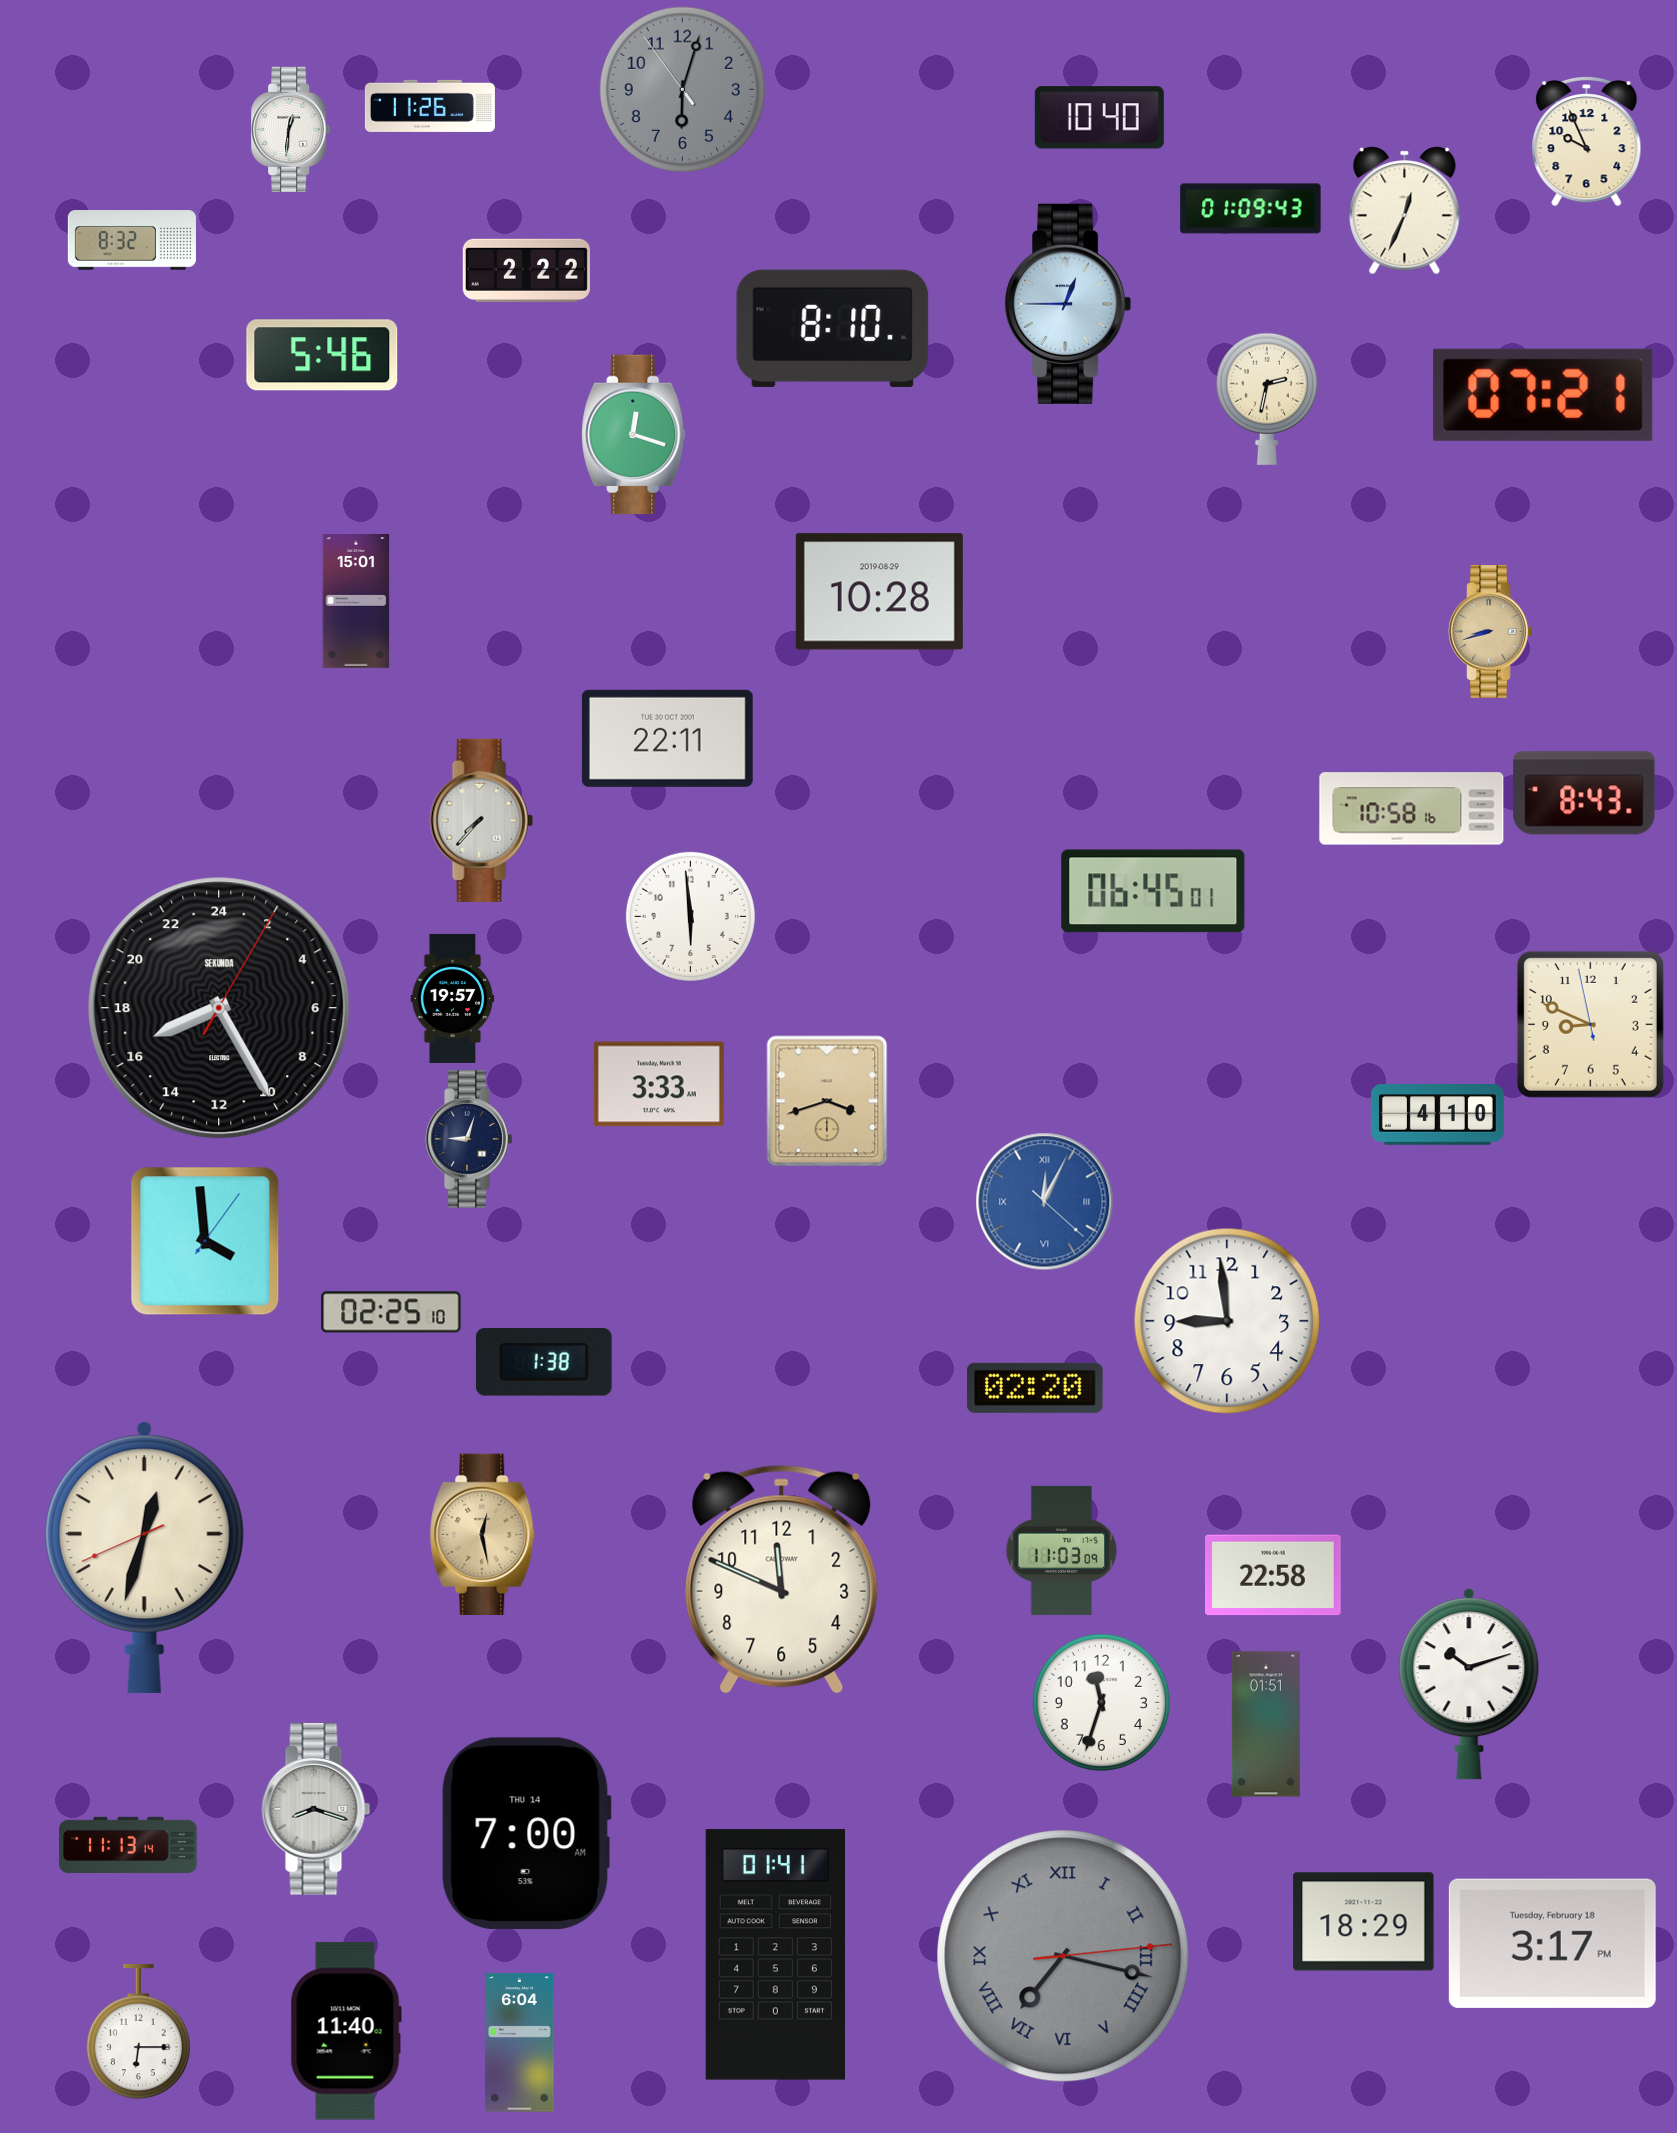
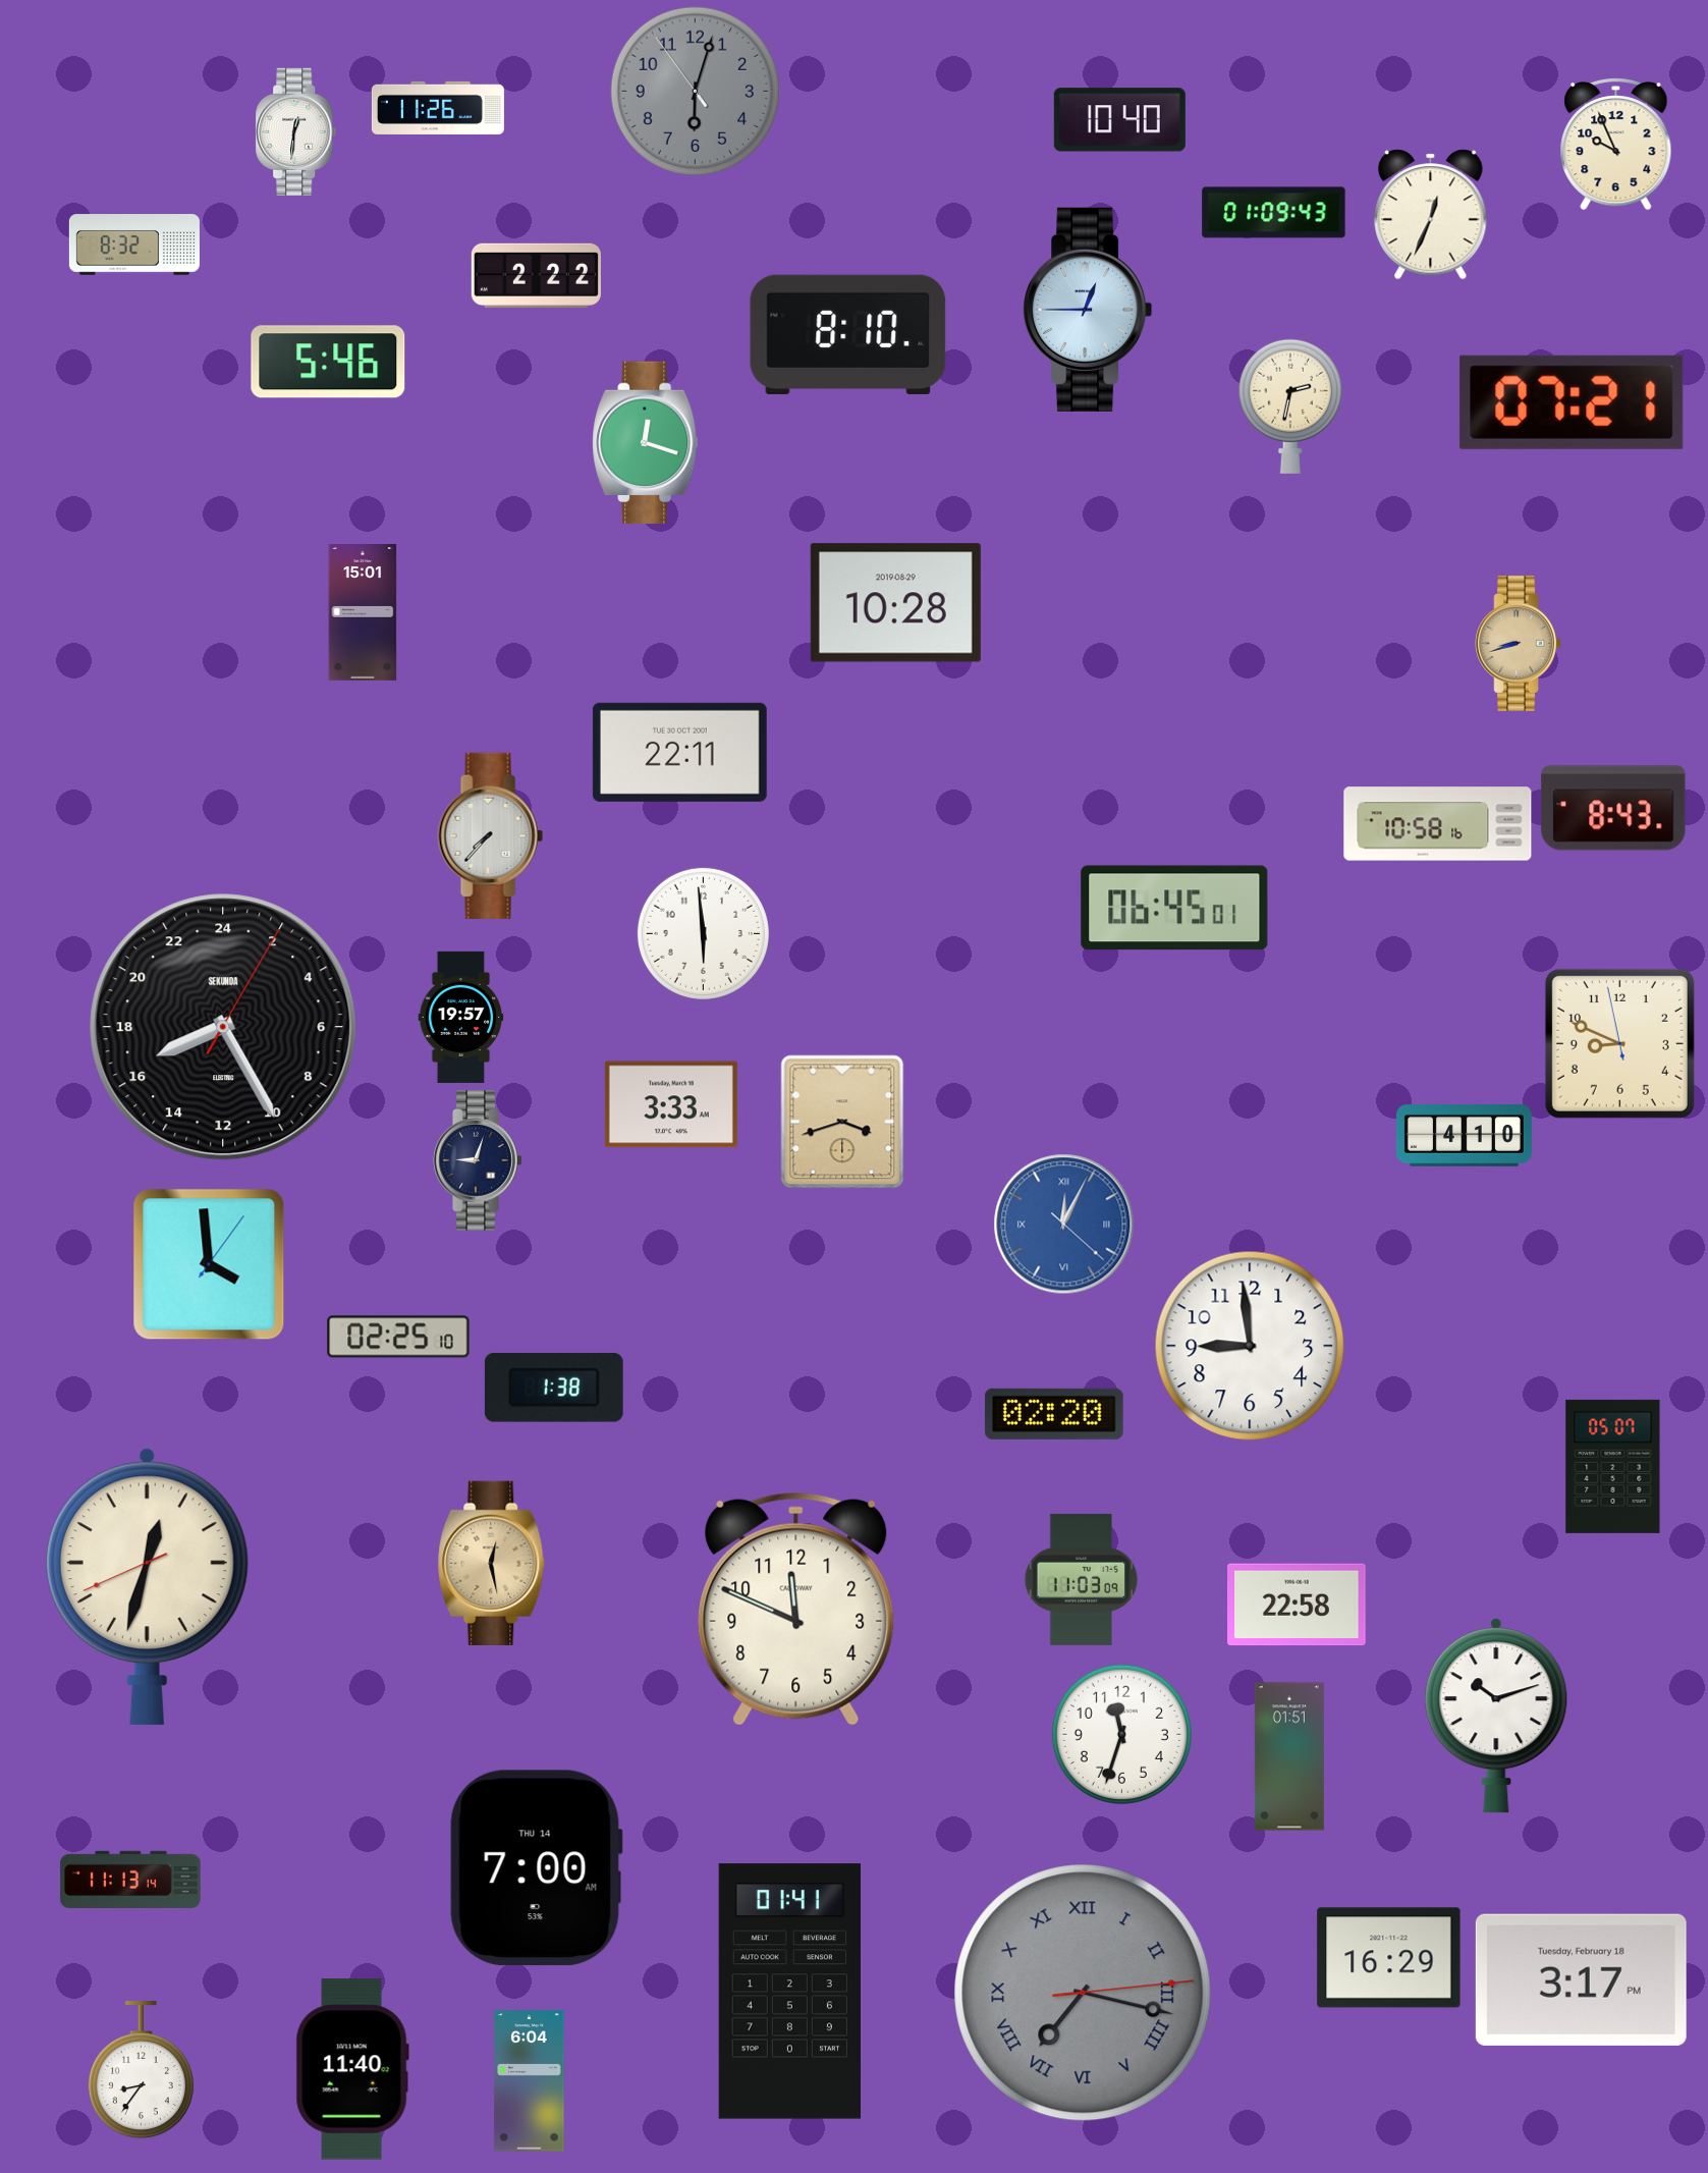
clock at (1613, 1466): none -> 05:07
clock at (316, 1809): 8:18 -> none
clock at (1364, 1922): 18:29 -> 16:29
clock at (138, 2033): 6:15 -> 8:36
